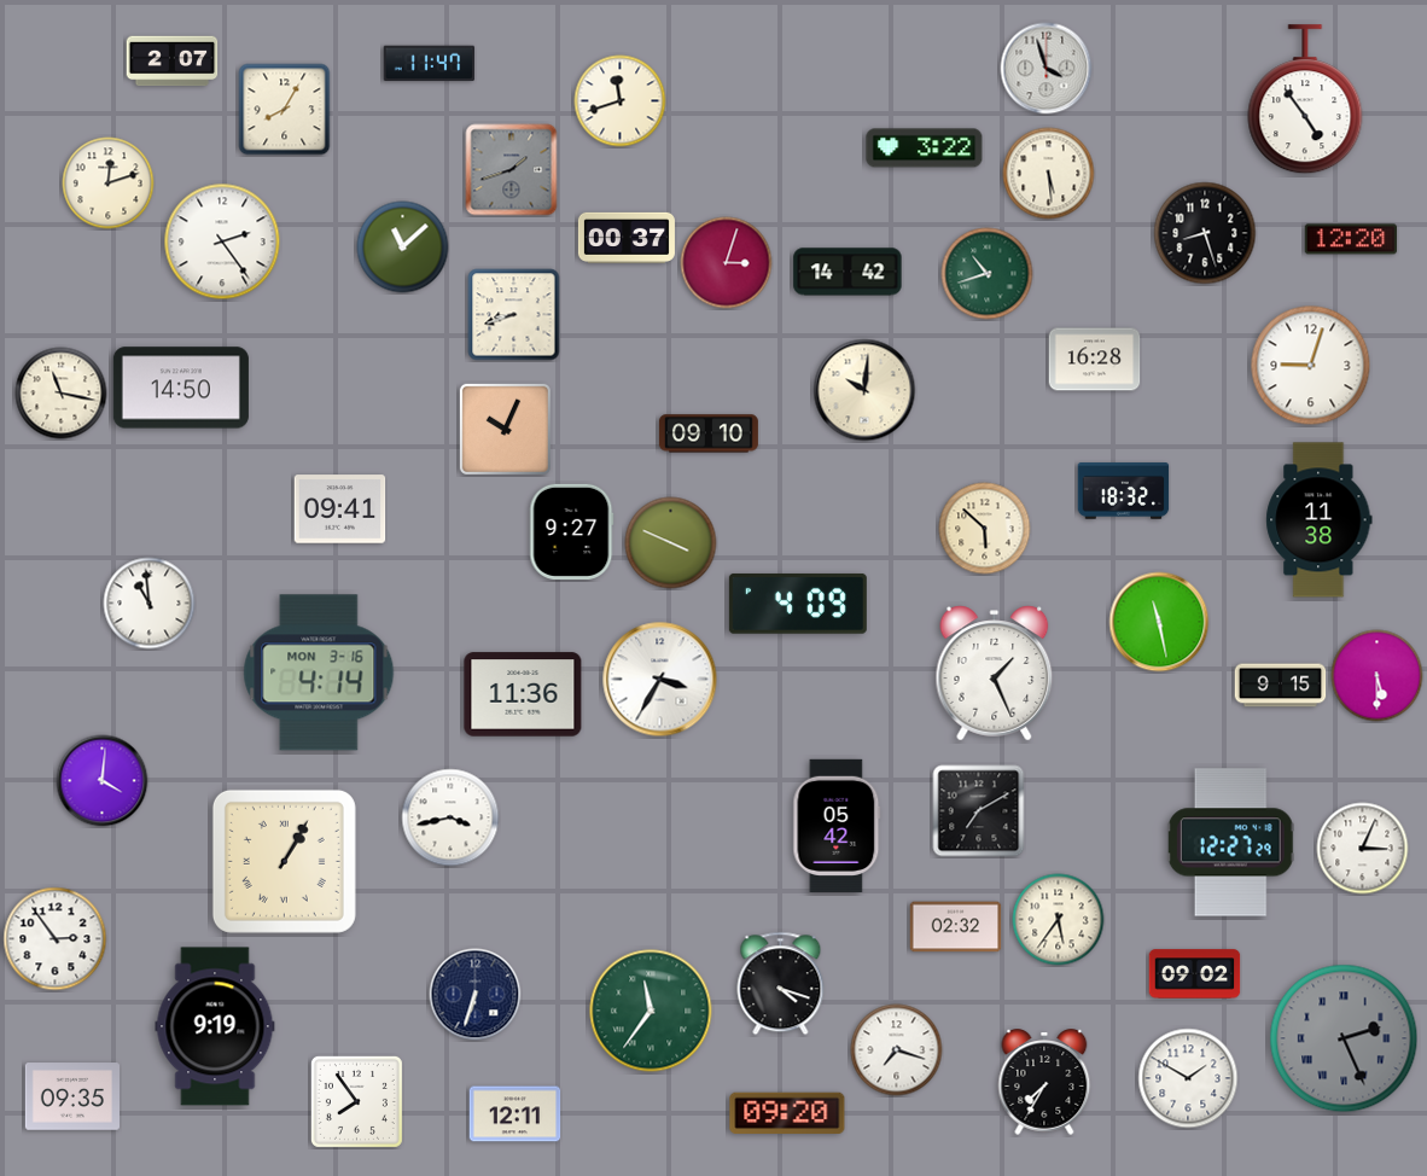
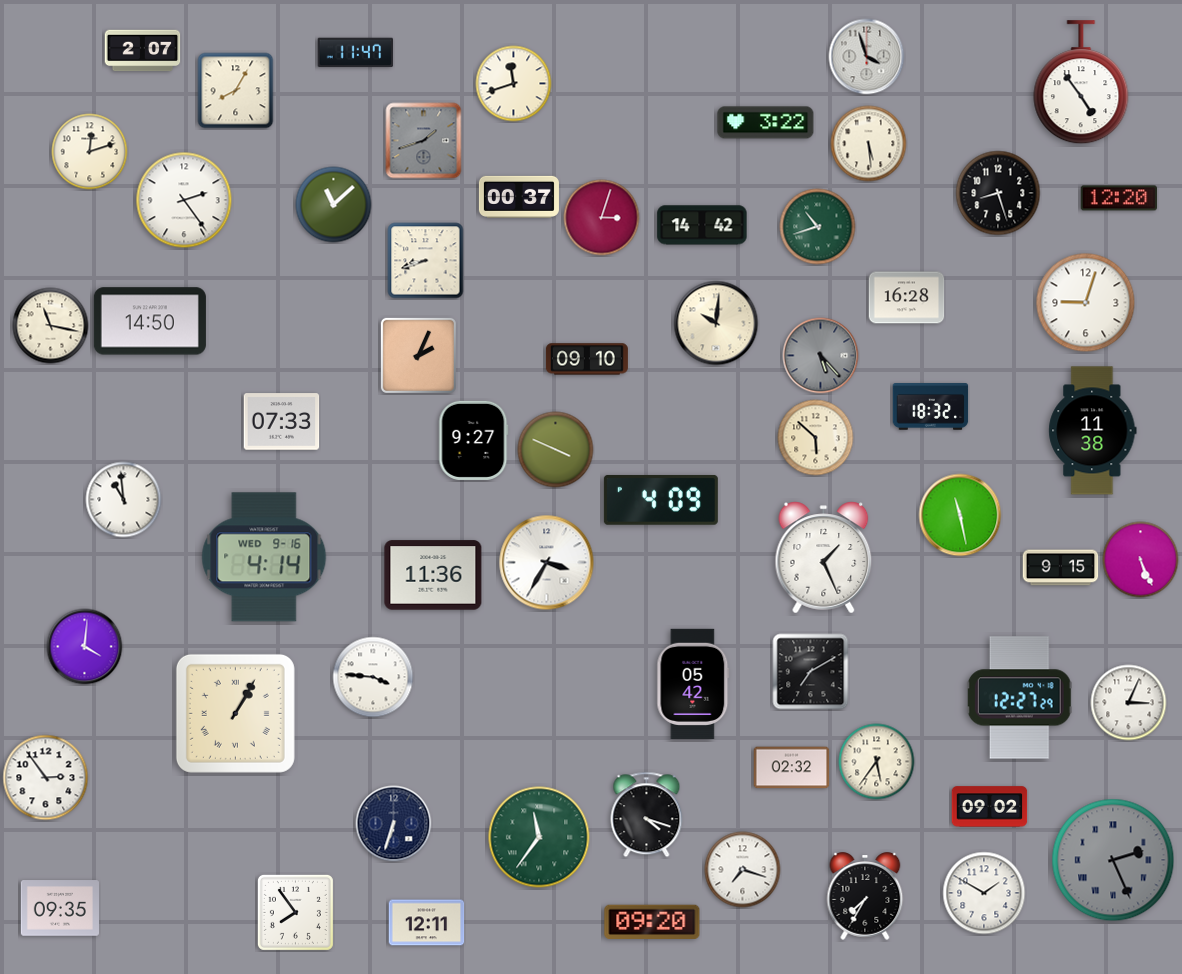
clock at (505, 429): 10:04 -> 2:04
clock at (821, 356): none -> 5:23
clock at (340, 510): 09:41 -> 07:33
clock at (319, 673) date: MON 3-16 -> WED 9-16
clock at (1378, 676): 5:30 -> 5:26
clock at (450, 817): 3:43 -> 3:46
clock at (215, 1026): 9:19 -> none
